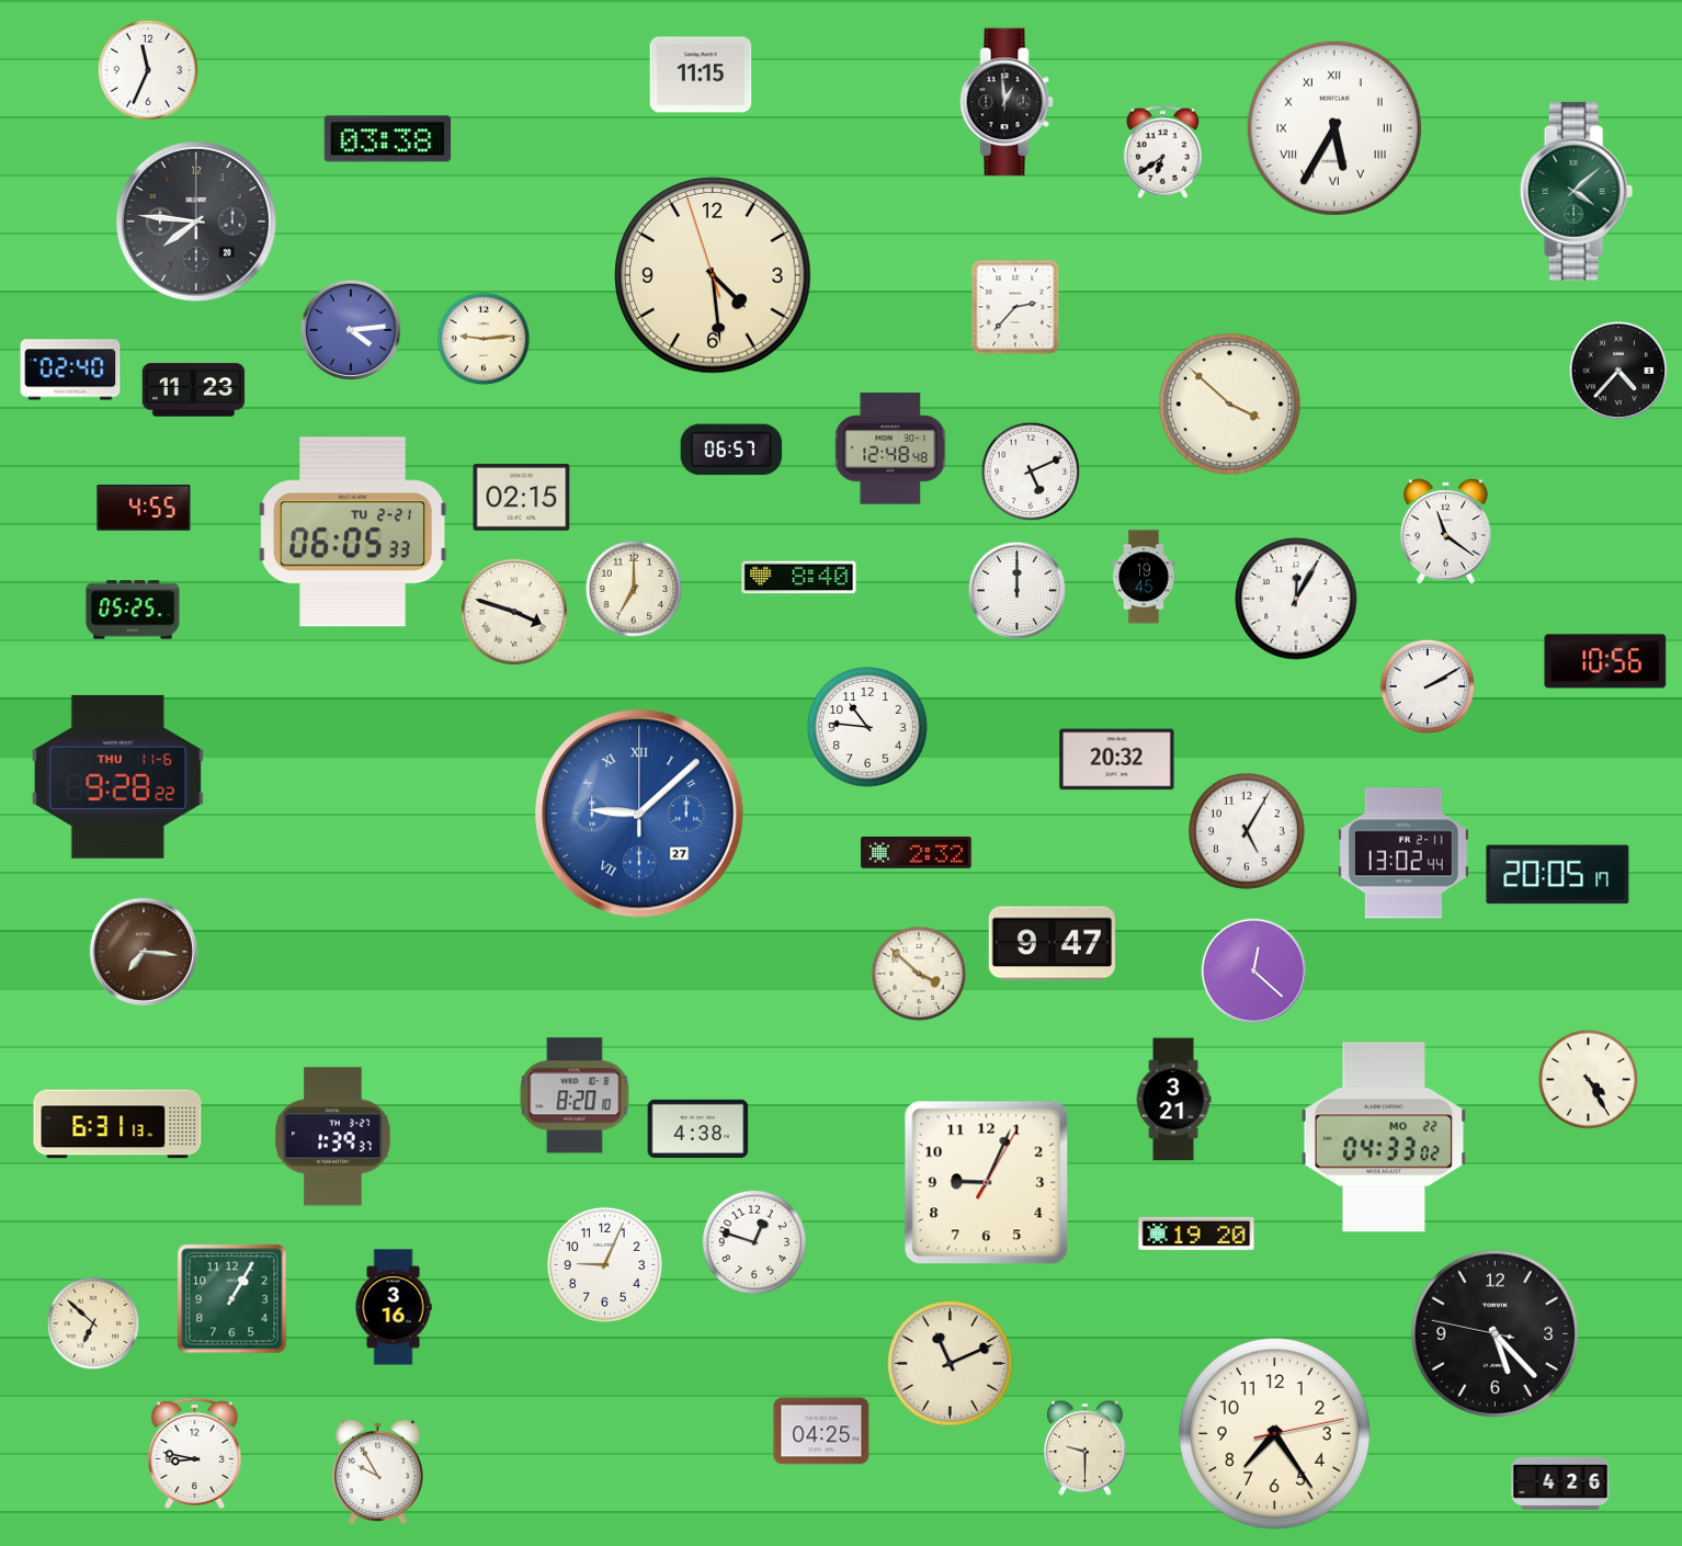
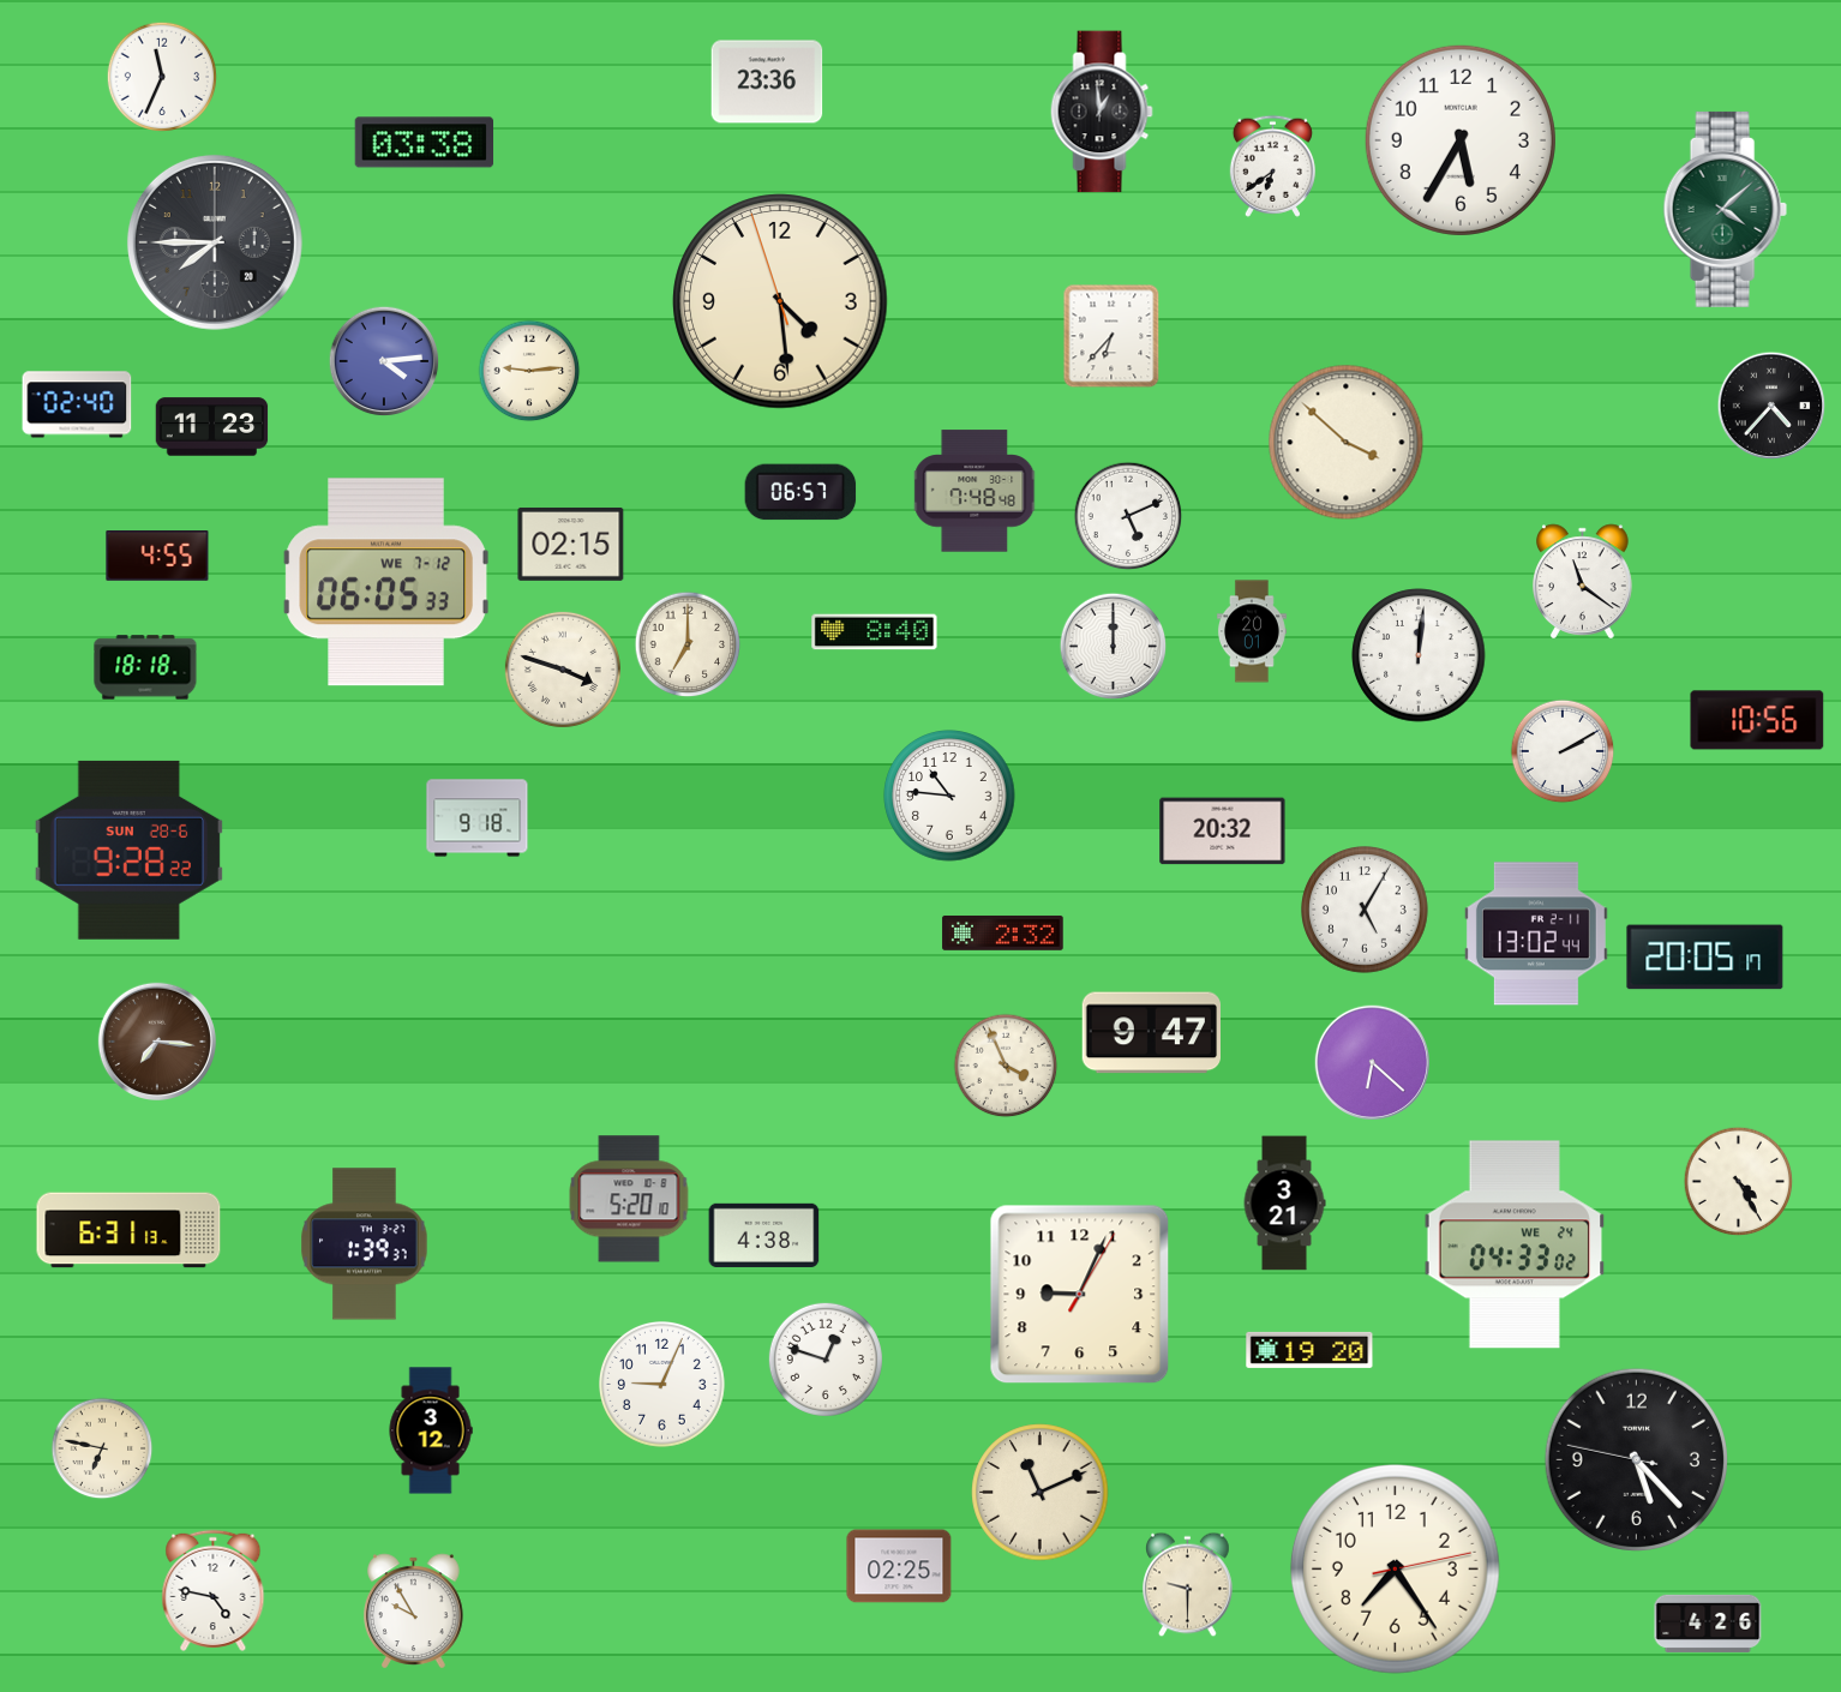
clock at (701, 75): 11:15 -> 23:36
clock at (1334, 128) numerals: Roman -> Arabic
clock at (388, 139) position: (388, 139) -> (425, 143)
clock at (196, 221): 7:46 -> 7:45
clock at (1015, 307): 2:37 -> 6:37
clock at (891, 448): 12:48 -> 7:48
clock at (353, 532) date: TU 2-21 -> WE 7-12
clock at (1144, 577): 19:45 -> 20:01
clock at (634, 589) position: (634, 589) -> (688, 644)
clock at (1296, 599): 12:05 -> 12:01
clock at (133, 610): 05:25 -> 18:18
clock at (1605, 661) position: (1605, 661) -> (1757, 720)
clock at (478, 818): none -> 9:18
clock at (117, 776) date: THU 11-6 -> SUN 28-6
clock at (639, 814): 9:08 -> none
clock at (1253, 970): 12:22 -> 6:22
clock at (919, 974): 3:52 -> 3:56
clock at (575, 1095): 8:20 -> 5:20
clock at (1384, 1137) date: MO 22 -> WE 24
clock at (232, 1299): 1:05 -> none
clock at (394, 1307): 3:16 -> 3:12
clock at (93, 1323): 6:52 -> 6:47
clock at (821, 1431): 04:25 -> 02:25
clock at (195, 1453): 8:47 -> 4:47
